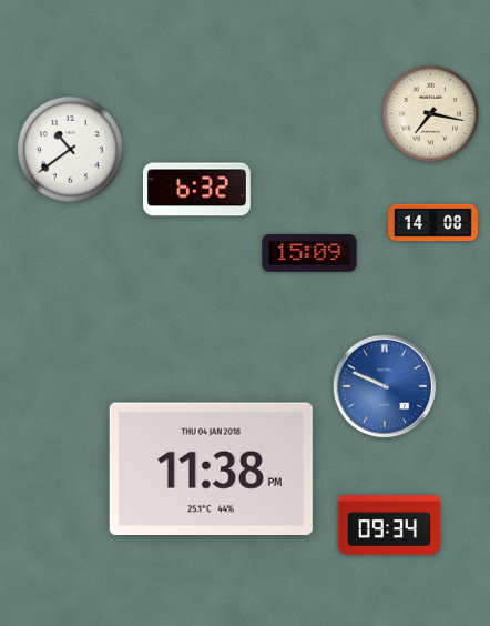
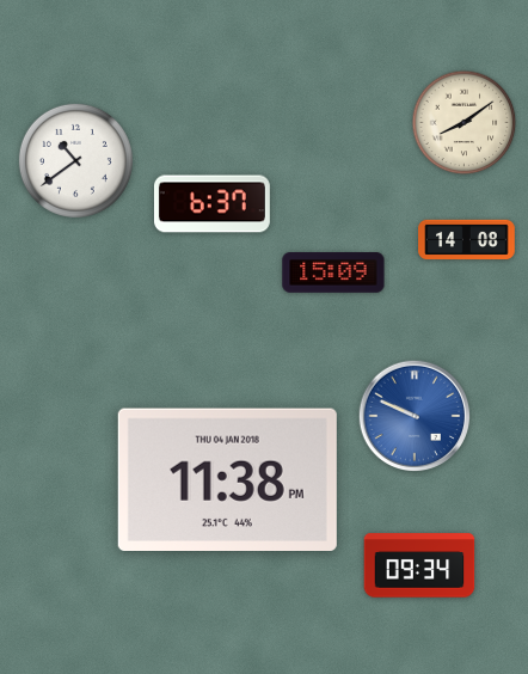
clock at (431, 114): 7:17 -> 8:09
clock at (196, 190): 6:32 -> 6:37
clock at (211, 468) position: (211, 468) -> (227, 479)
